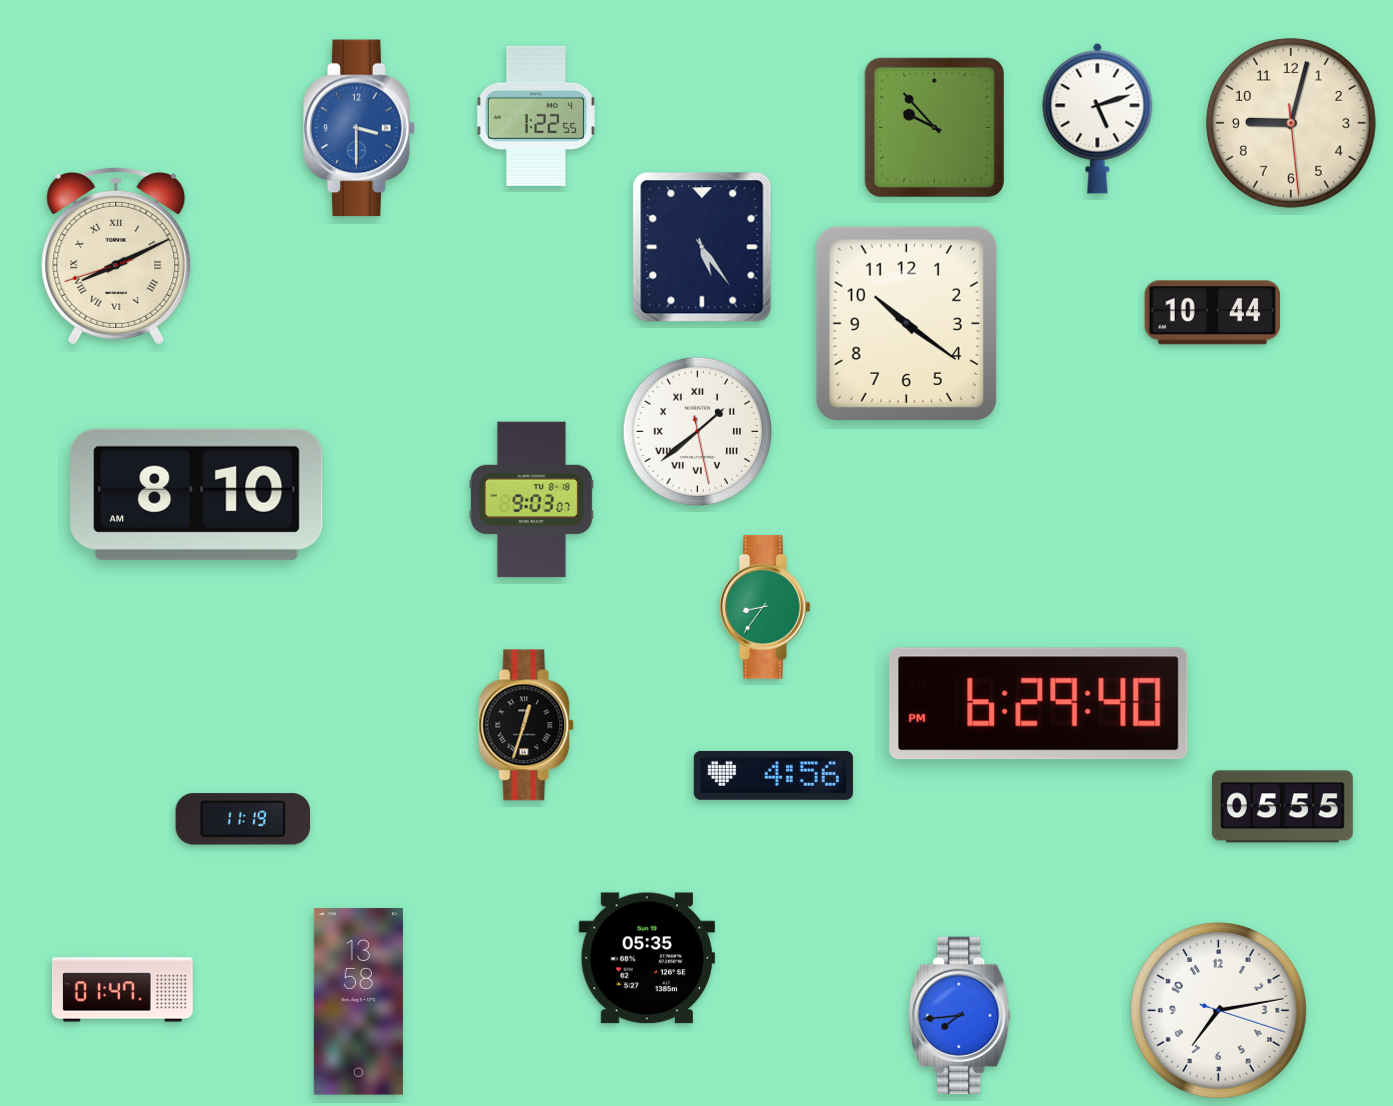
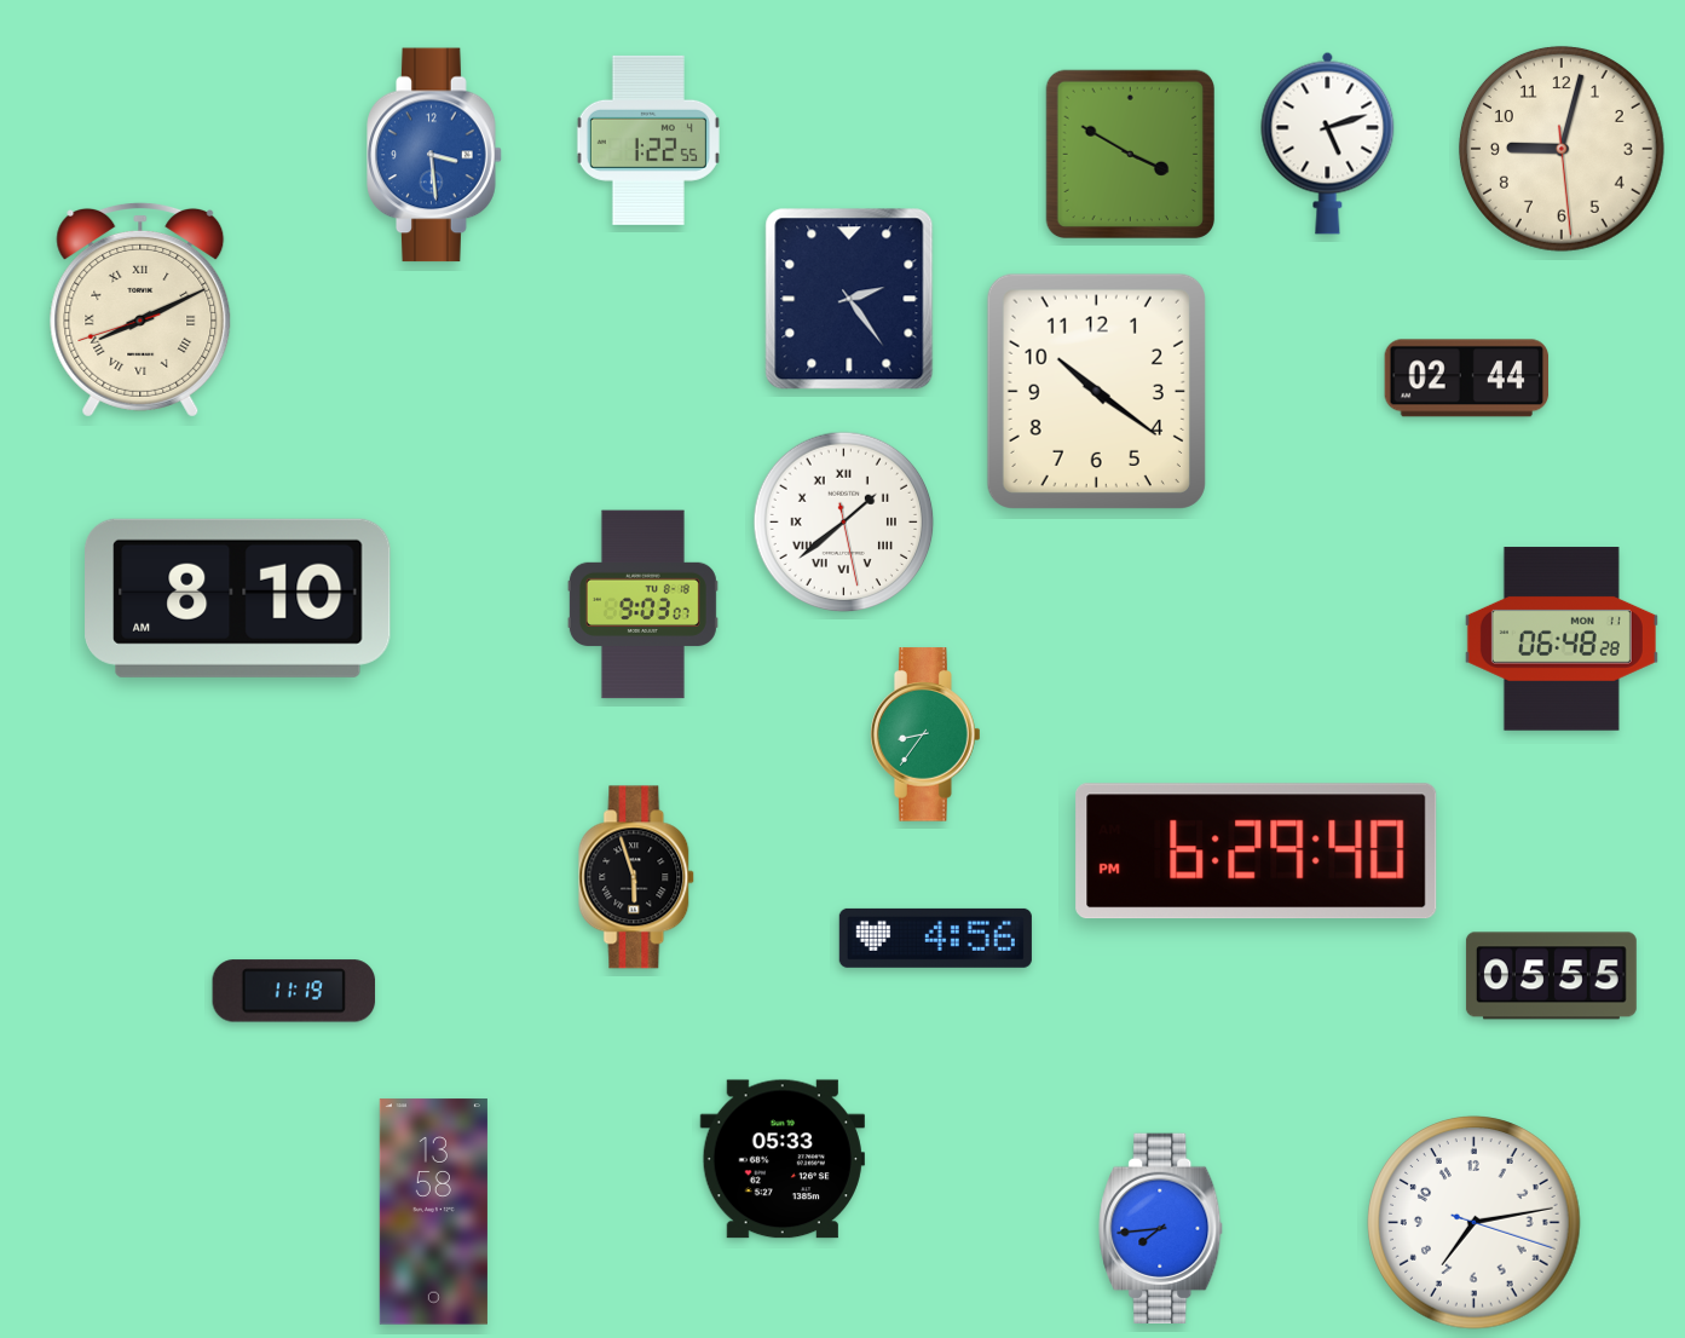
clock at (934, 127): 9:53 -> 3:50
clock at (359, 128): 3:30 -> 3:29
clock at (702, 247): 5:24 -> 2:24
clock at (1212, 313): 10:44 -> 02:44
clock at (1562, 639): none -> 06:48
clock at (527, 725): 12:33 -> 5:57
clock at (647, 958): 05:35 -> 05:33
clock at (122, 990): 01:47 -> none
